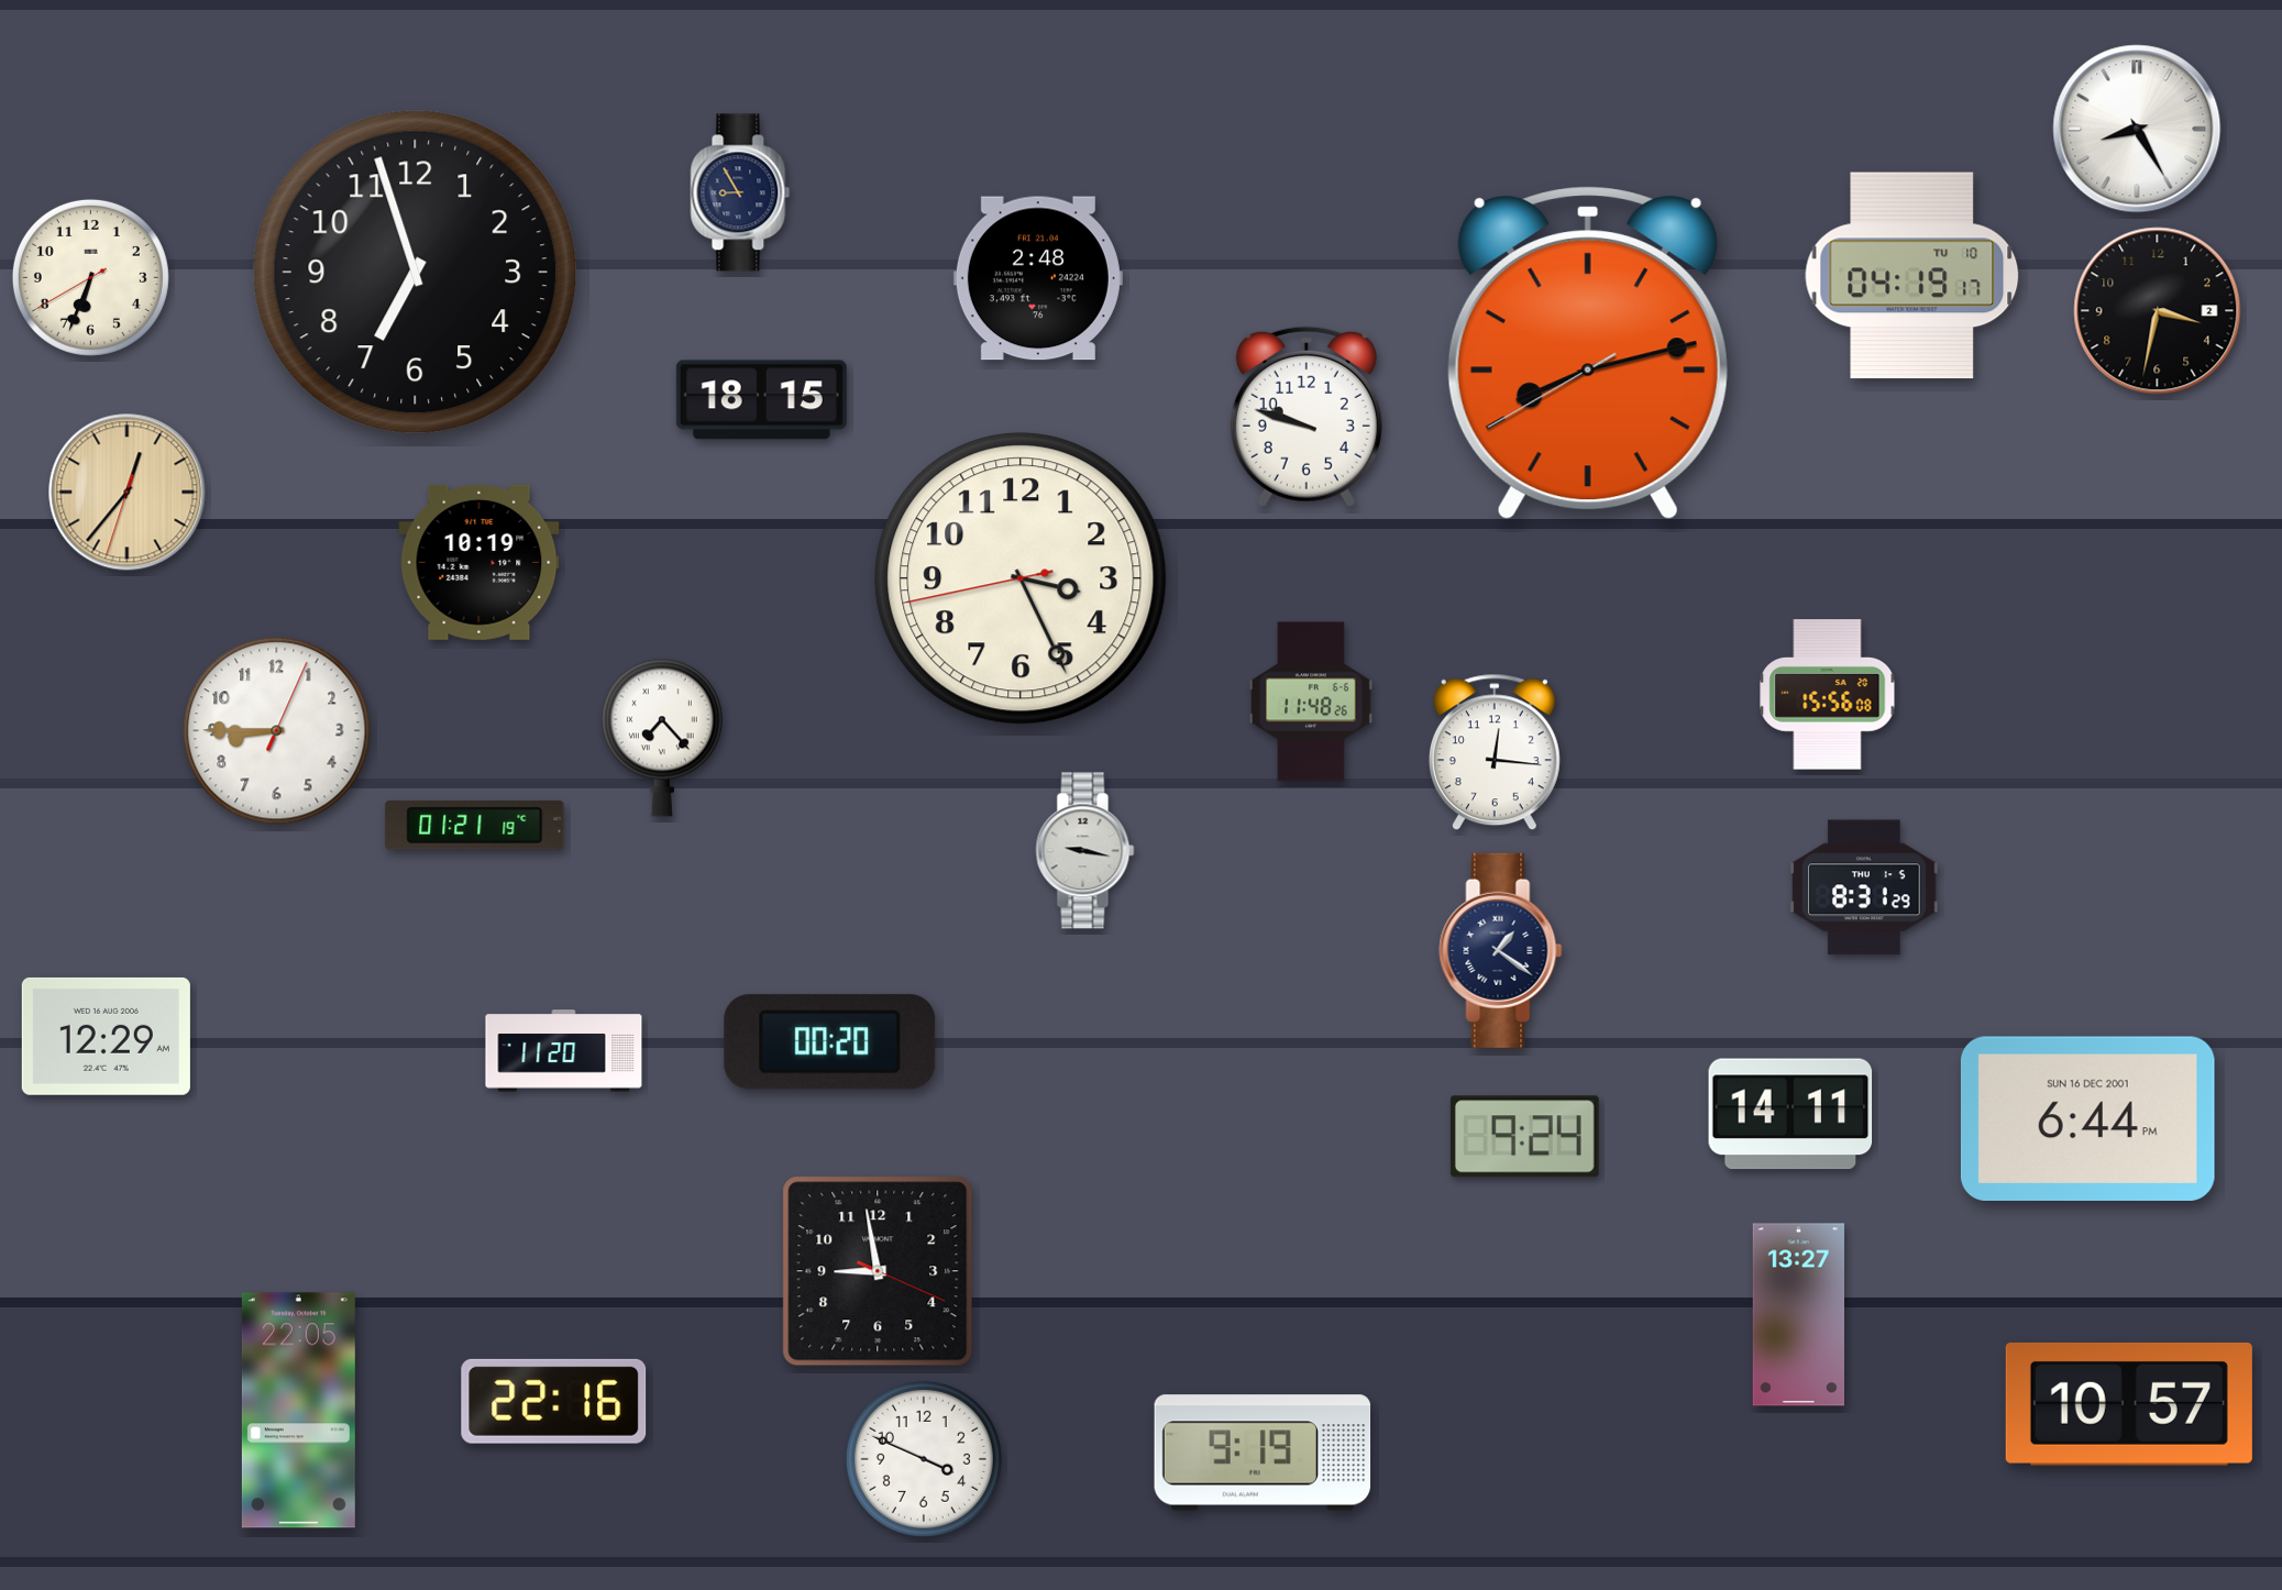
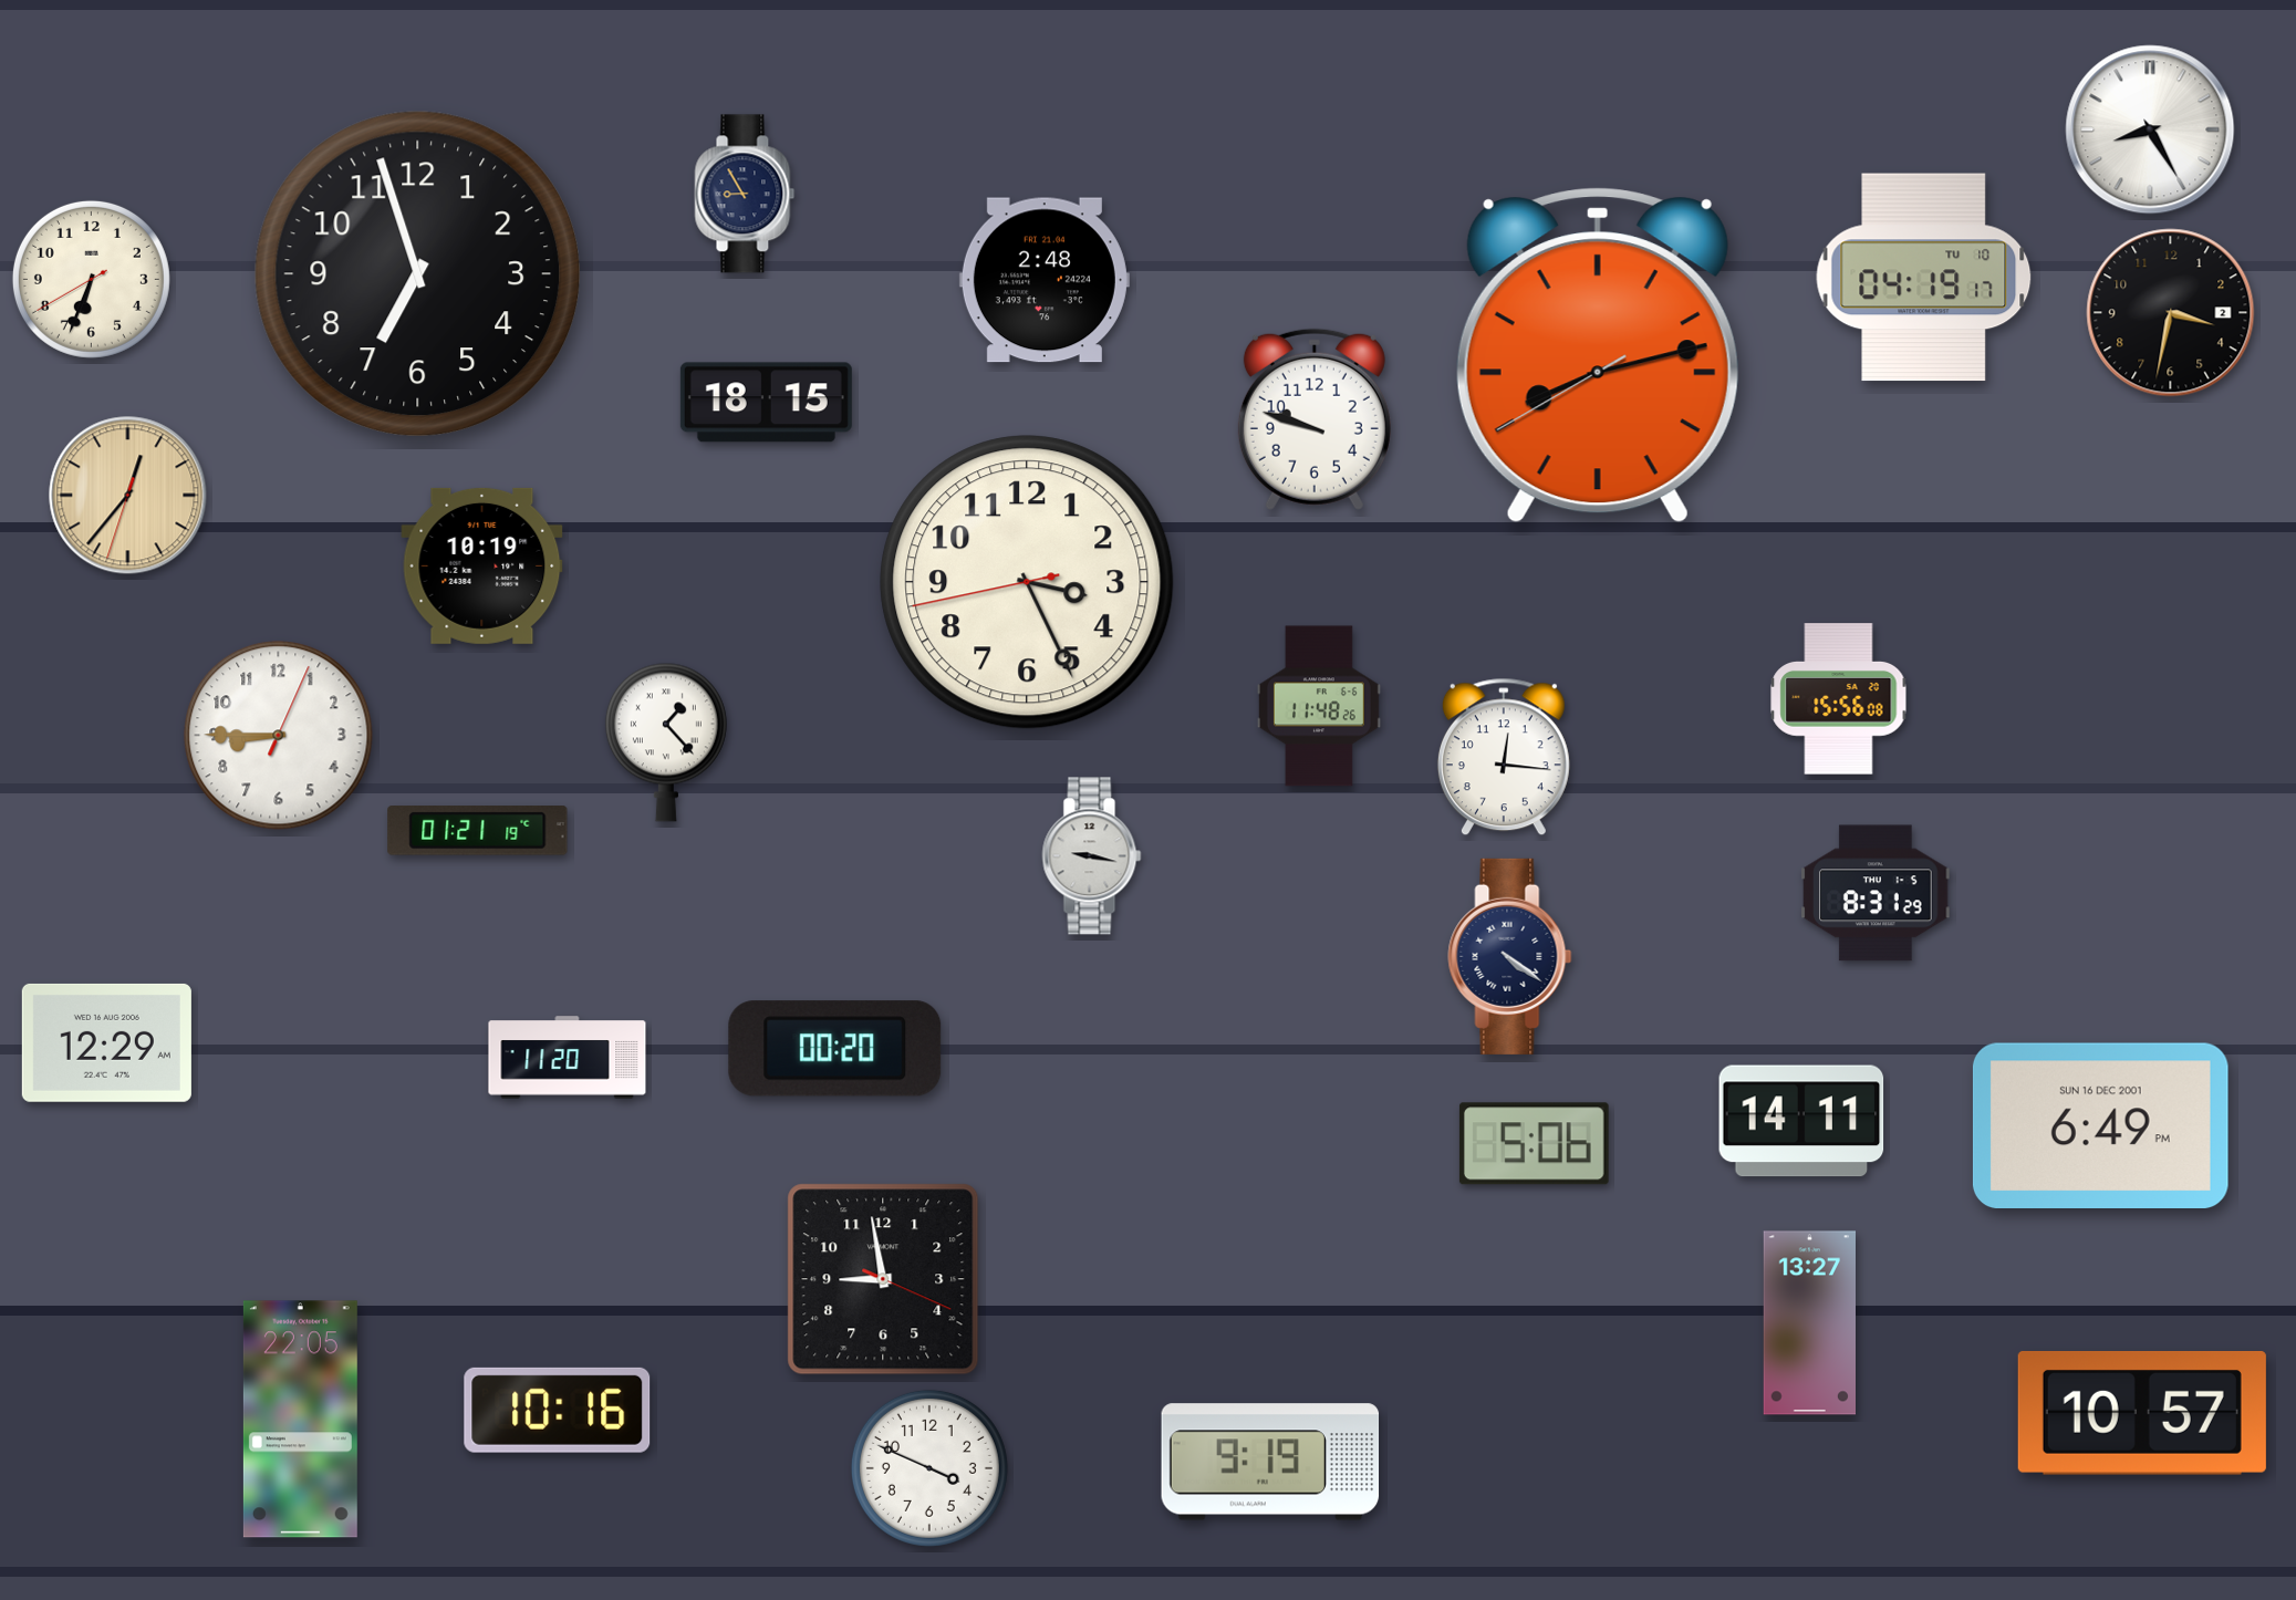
clock at (662, 738): 7:23 -> 1:23
clock at (1501, 950): 1:21 -> 4:21
clock at (2087, 1118): 6:44 -> 6:49
clock at (1524, 1137): 9:24 -> 5:06
clock at (554, 1401): 22:16 -> 10:16
